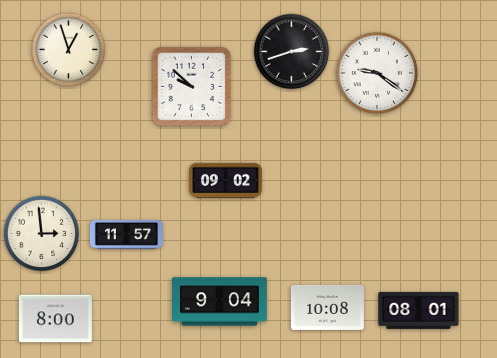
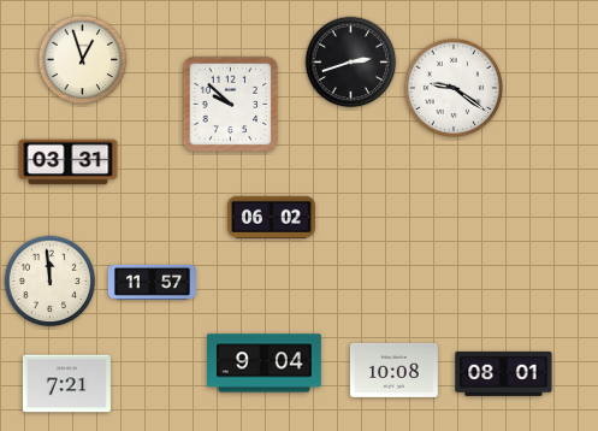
clock at (69, 163): none -> 03:31
clock at (225, 180): 09:02 -> 06:02
clock at (42, 234): 2:59 -> 11:59
clock at (55, 319): 8:00 -> 7:21
